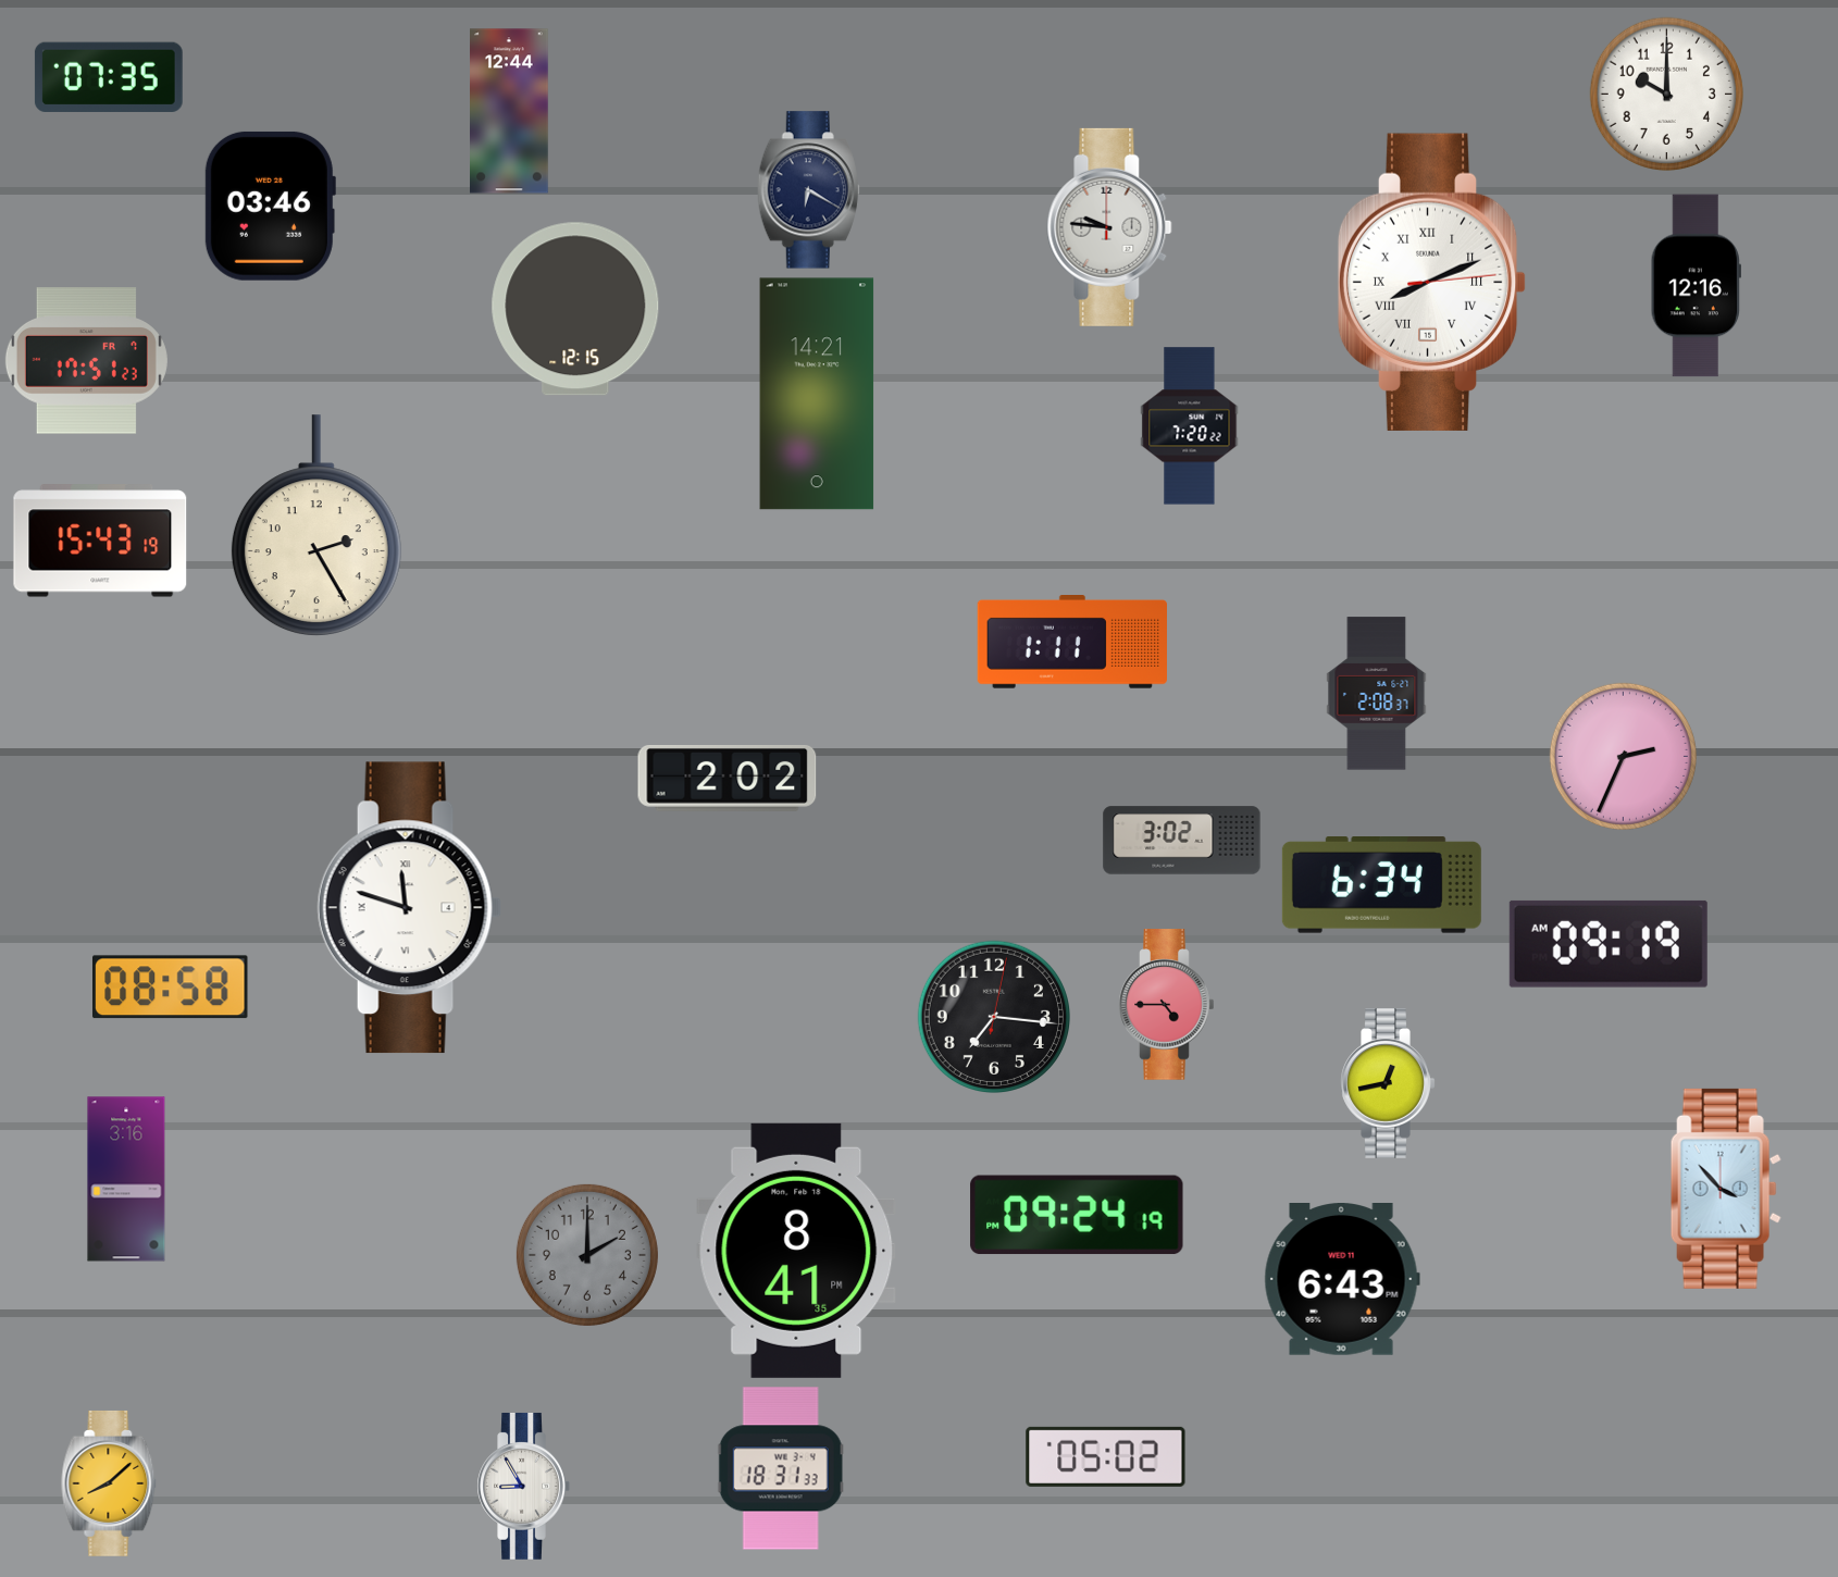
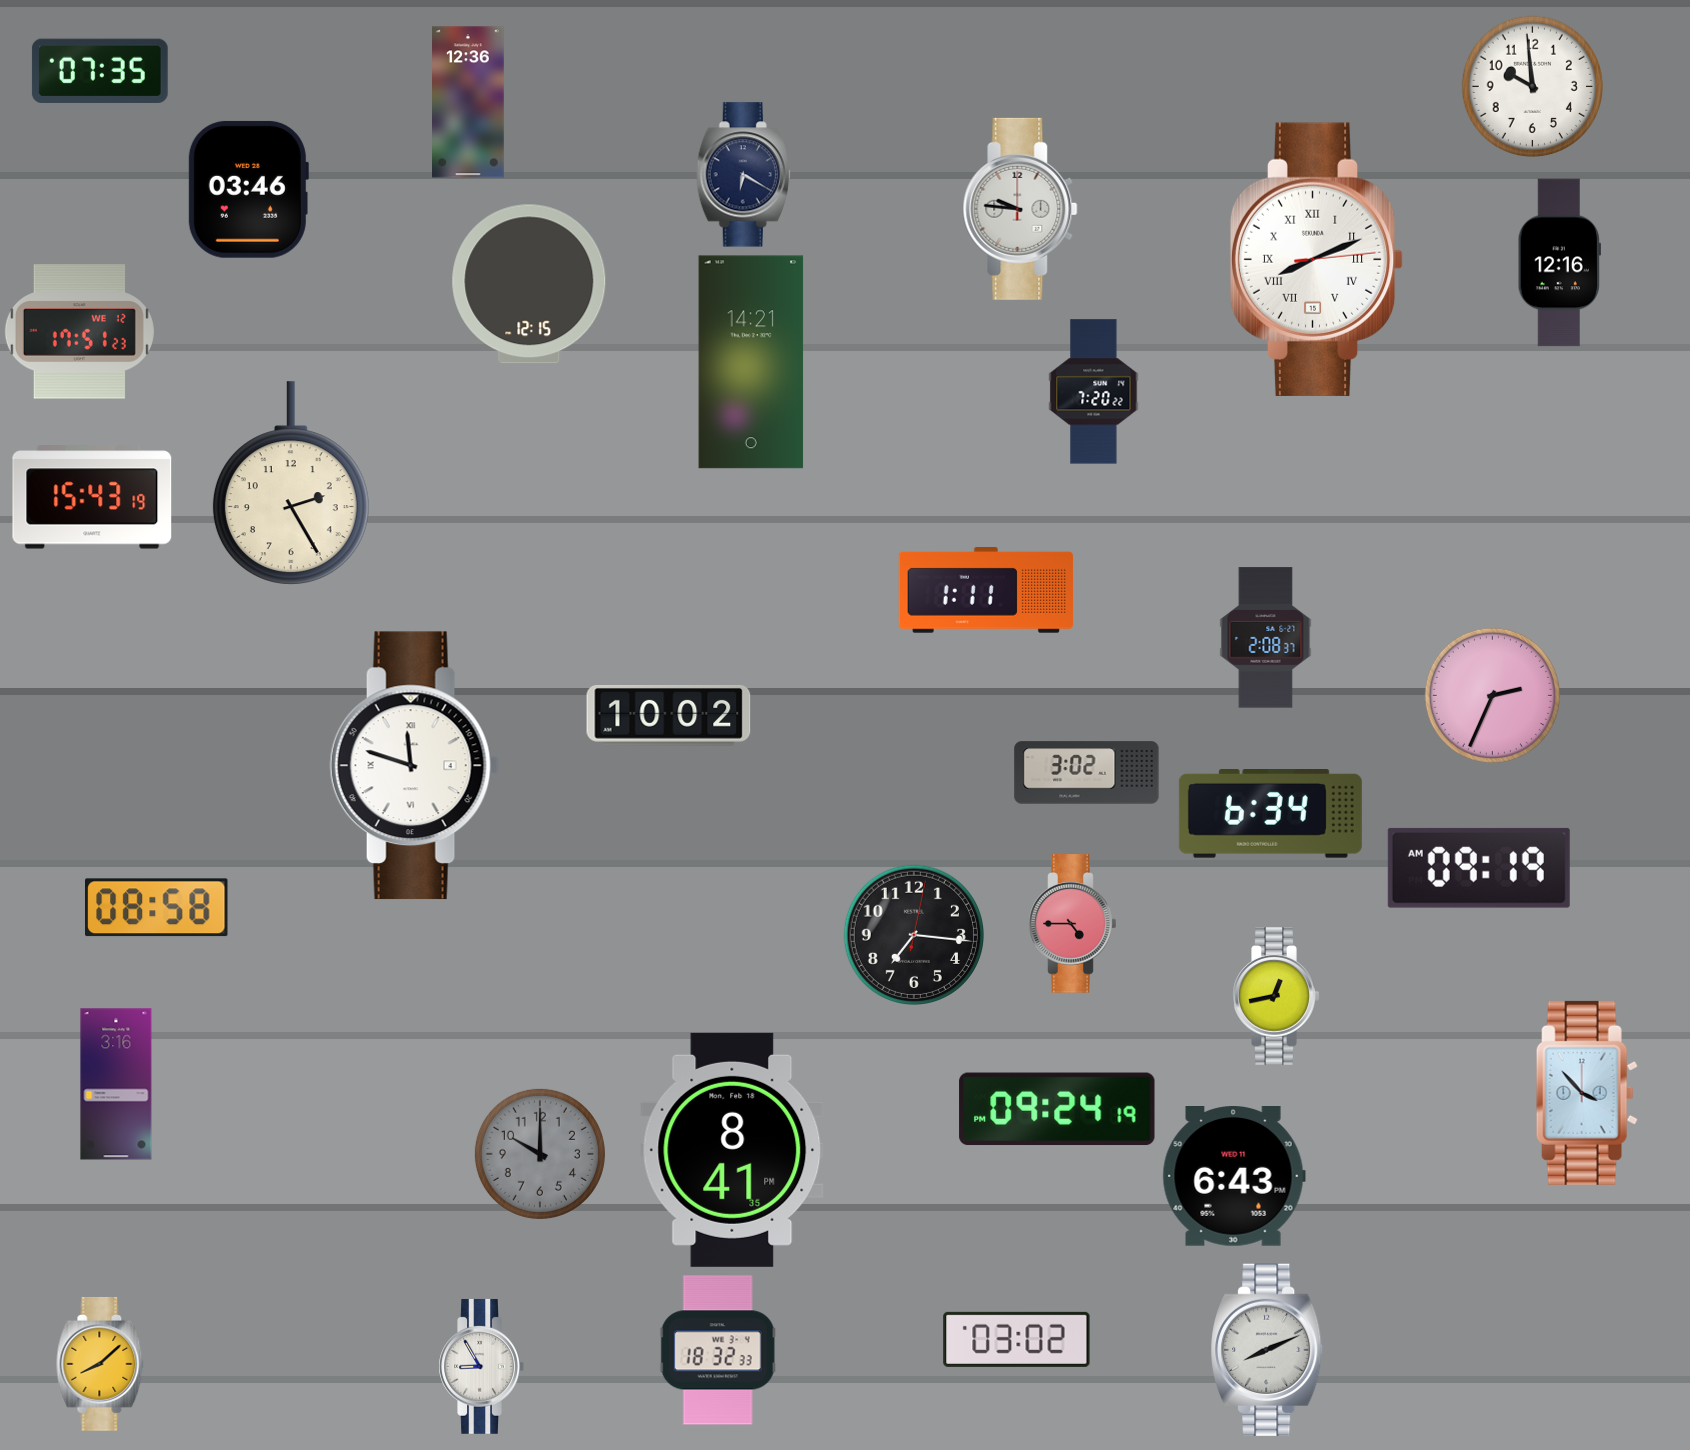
clock at (1666, 94): 10:00 -> 9:59
clock at (510, 111): 12:44 -> 12:36
clock at (86, 361) date: FR 7 -> WE 12
clock at (728, 779): 2:02 -> 10:02
clock at (409, 908) position: (409, 908) -> (414, 766)
clock at (1077, 1215) position: (1077, 1215) -> (1057, 1109)
clock at (587, 1255): 2:00 -> 10:00
clock at (1106, 1456): 05:02 -> 03:02
clock at (1267, 1349): none -> 8:11
clock at (781, 1468): 18:31 -> 18:32
